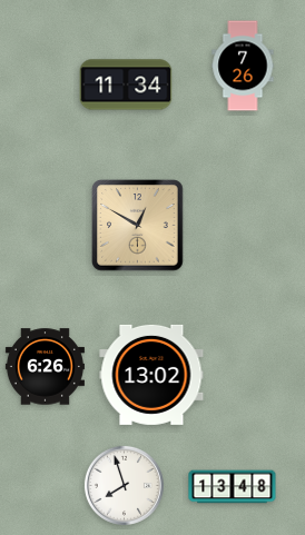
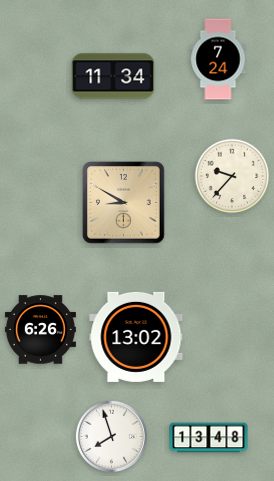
clock at (243, 66): 7:26 -> 7:24
clock at (232, 176): none -> 9:37
clock at (138, 226): 12:50 -> 8:50
